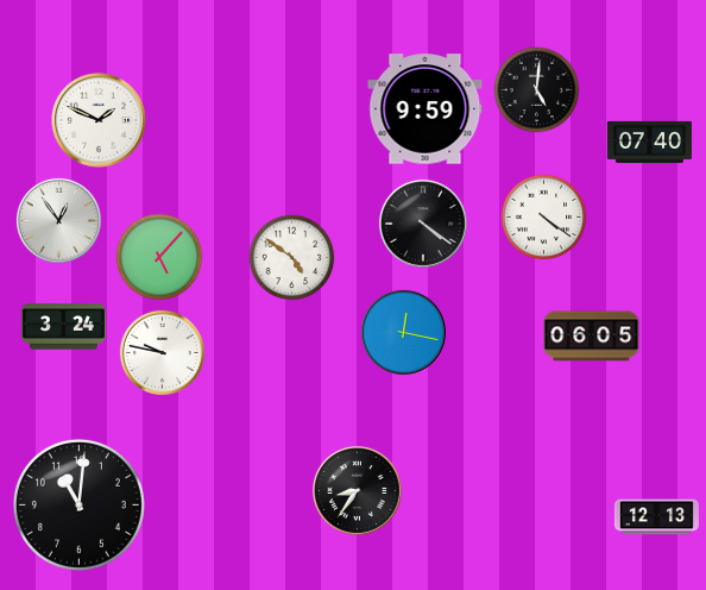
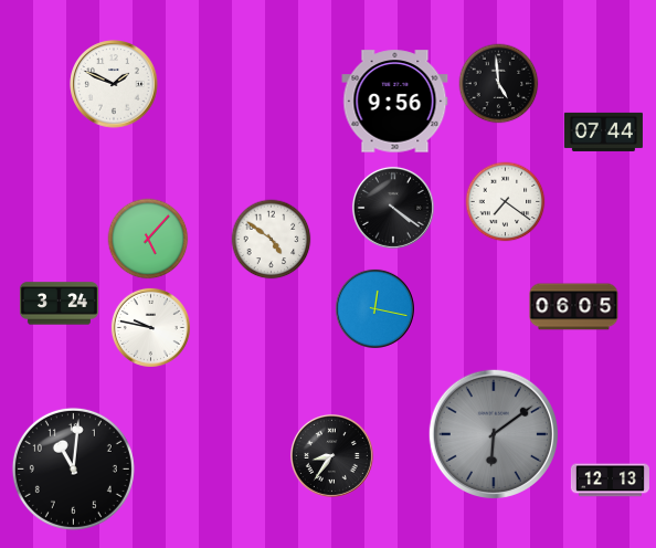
clock at (537, 90): 5:01 -> 4:59
clock at (426, 109): 9:59 -> 9:56
clock at (99, 120) position: (99, 120) -> (114, 84)
clock at (649, 142): 07:40 -> 07:44
clock at (544, 218): 4:21 -> 7:21
clock at (58, 220): 12:54 -> none
clock at (592, 337) position: (592, 337) -> (574, 307)
clock at (494, 434): none -> 6:09
